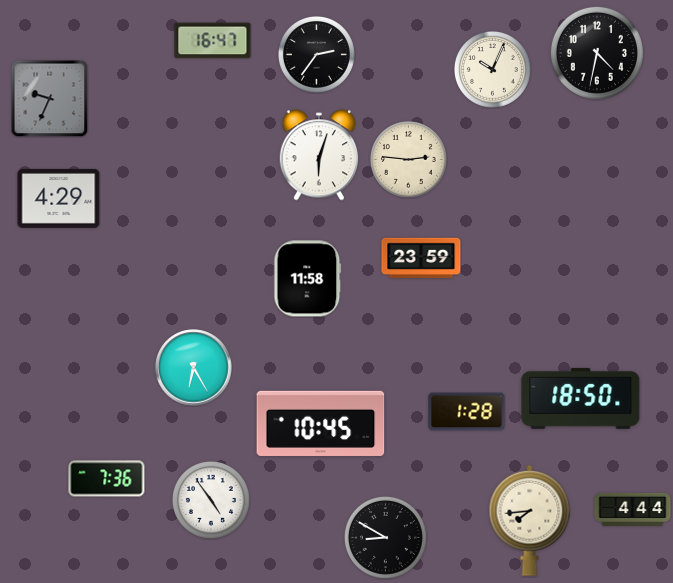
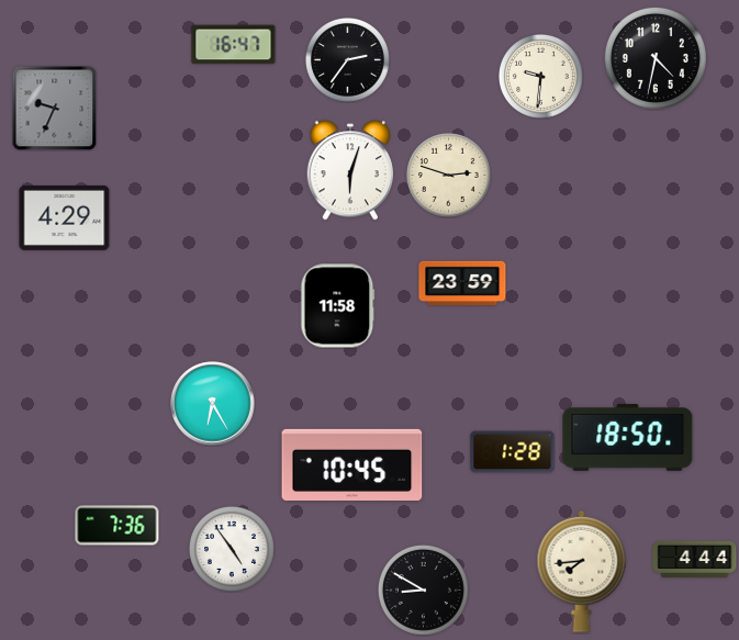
clock at (493, 70): 10:04 -> 9:31
clock at (409, 160): 2:46 -> 2:48
clock at (581, 398) position: (581, 398) -> (628, 437)
